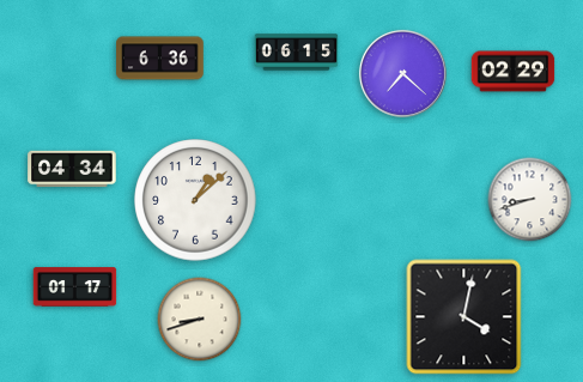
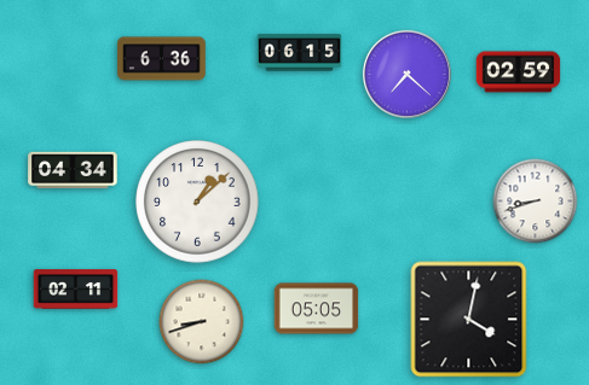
clock at (514, 72): 02:29 -> 02:59
clock at (75, 287): 01:17 -> 02:11
clock at (317, 309): none -> 05:05
